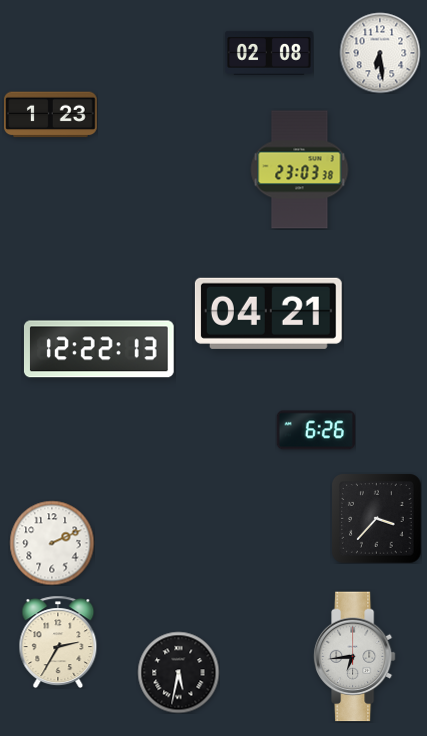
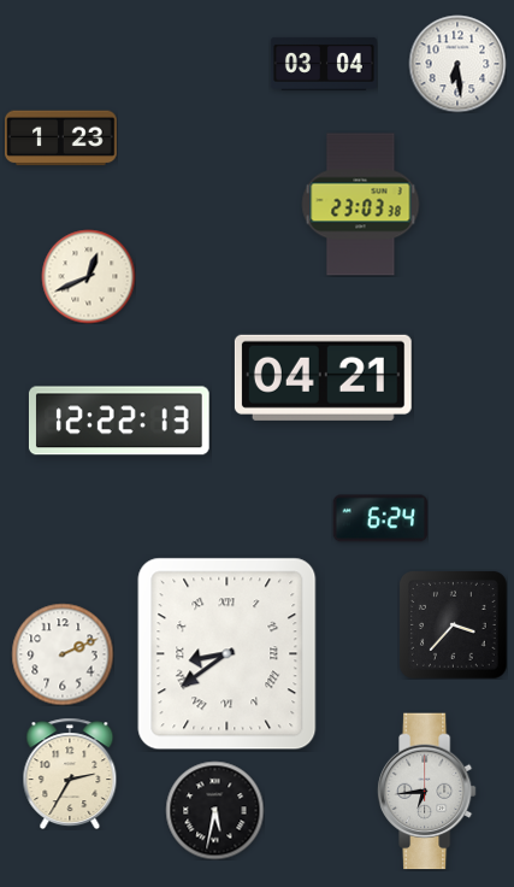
clock at (269, 53): 02:08 -> 03:04
clock at (88, 276): none -> 12:41
clock at (316, 430): 6:26 -> 6:24
clock at (228, 654): none -> 8:39
